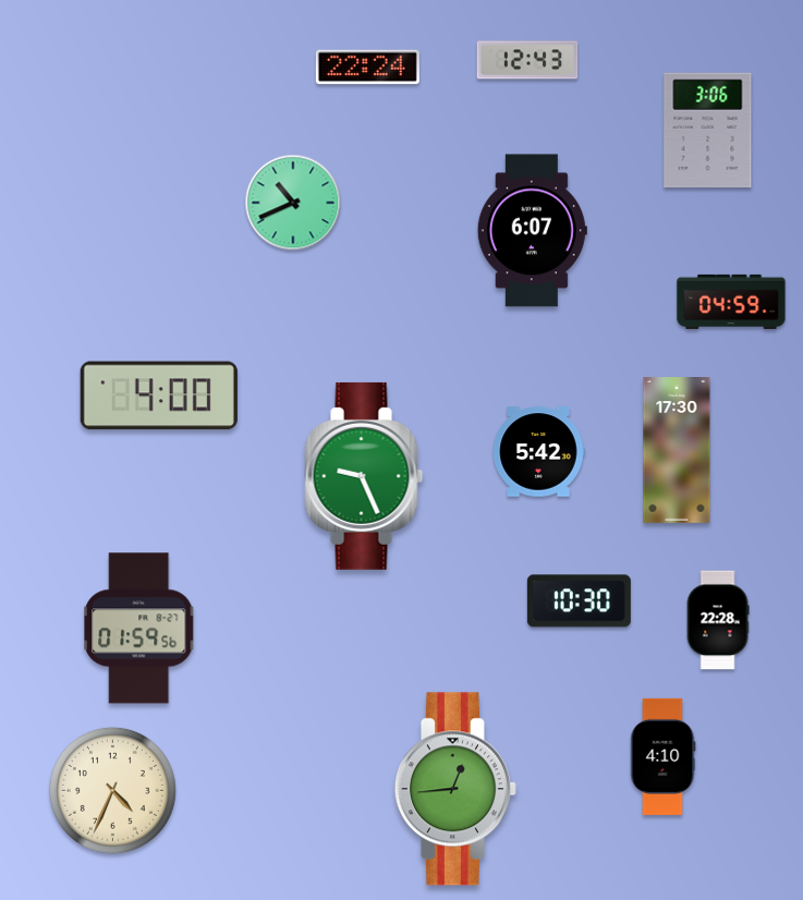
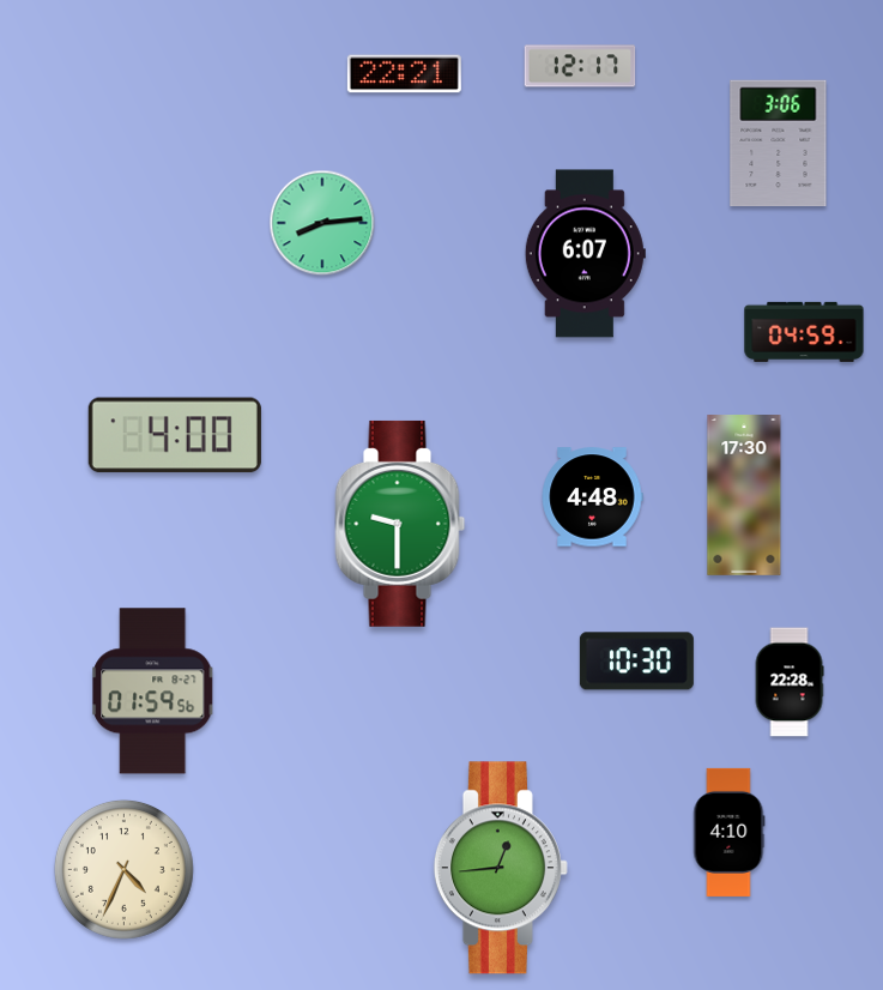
clock at (527, 60): 12:43 -> 12:17
clock at (367, 68): 22:24 -> 22:21
clock at (293, 203): 10:41 -> 8:14
clock at (538, 452): 5:42 -> 4:48
clock at (364, 476): 9:26 -> 9:30
